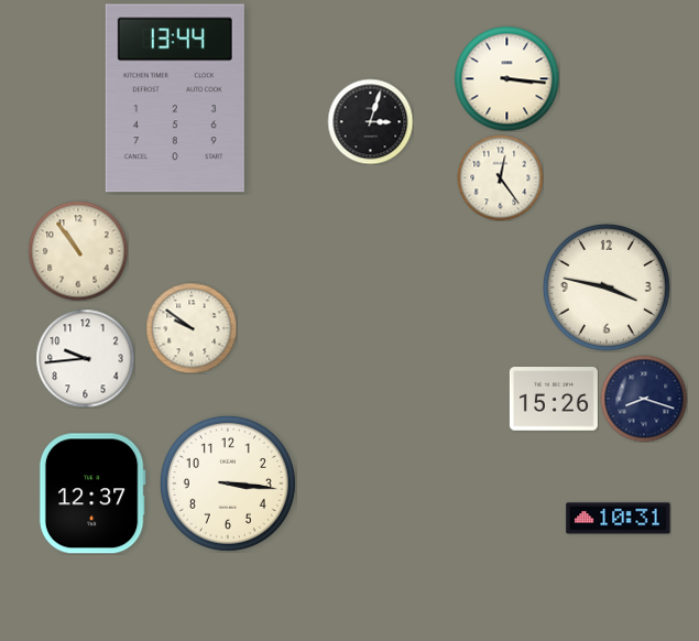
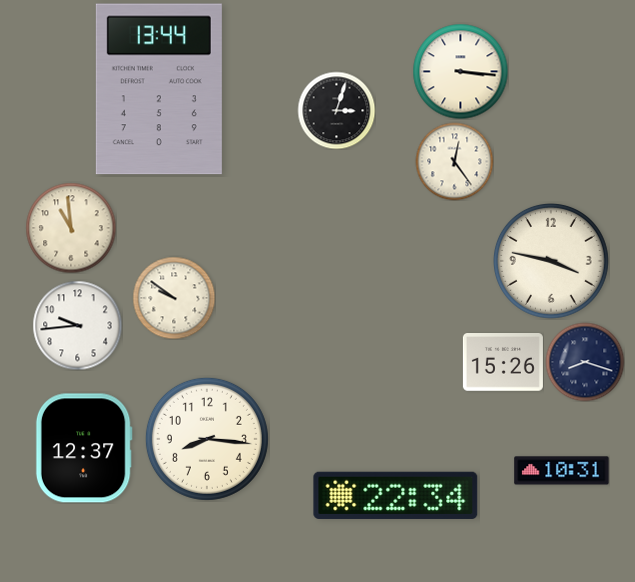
clock at (78, 251): 10:54 -> 10:59
clock at (228, 484): 3:16 -> 8:16
clock at (396, 495): none -> 22:34
